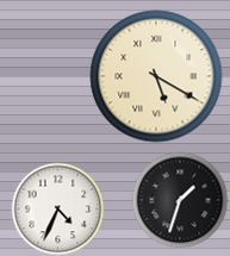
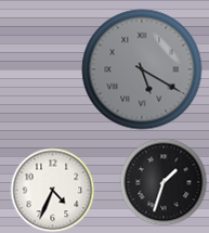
clock at (156, 76) dial: cream -> grey
